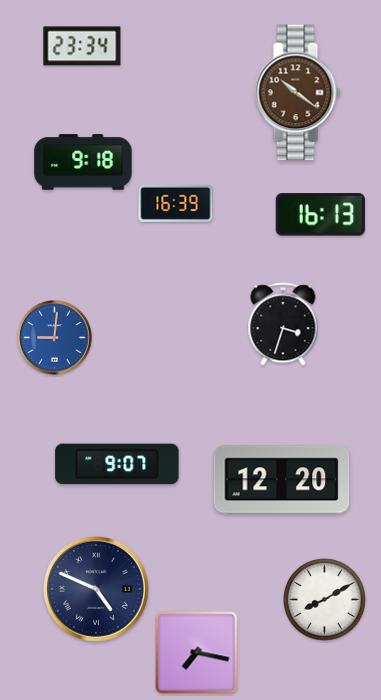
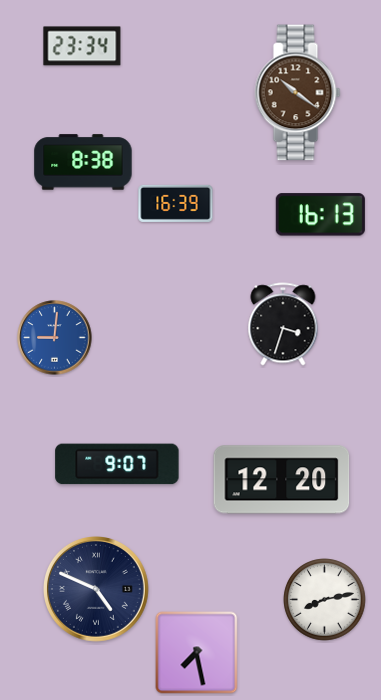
clock at (83, 162): 9:18 -> 8:38
clock at (325, 600): 8:10 -> 8:13
clock at (197, 653): 7:17 -> 7:28
